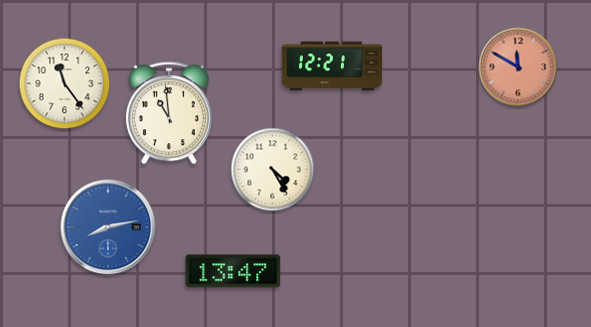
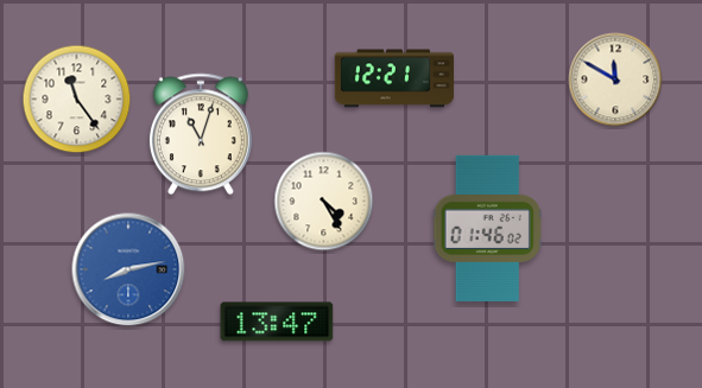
clock at (518, 67) dial: salmon -> cream
clock at (169, 113): 10:59 -> 11:03
clock at (487, 228): none -> 01:46
